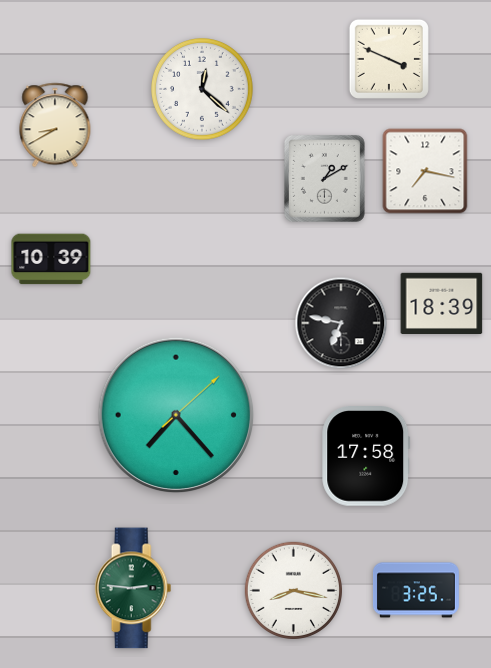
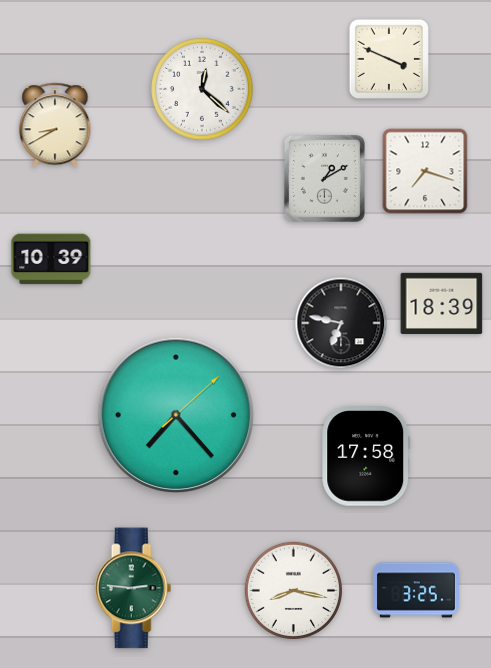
clock at (425, 171): 7:17 -> 7:18
